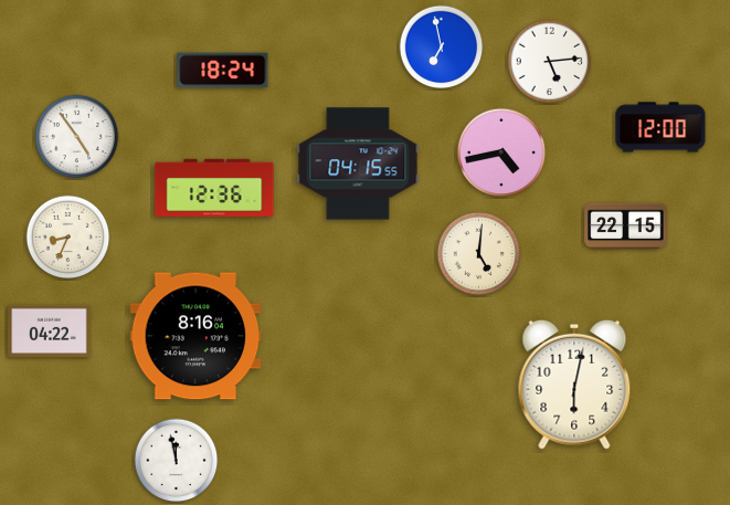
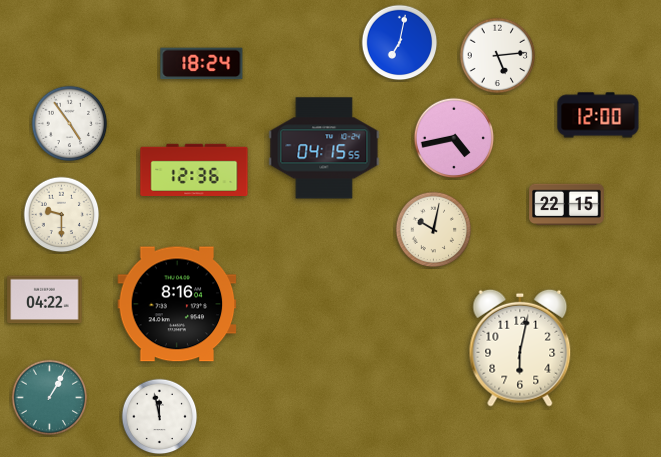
clock at (442, 48): 6:58 -> 7:02
clock at (68, 238): 8:34 -> 9:30
clock at (479, 254): 5:01 -> 10:02
clock at (50, 398): none -> 1:05
